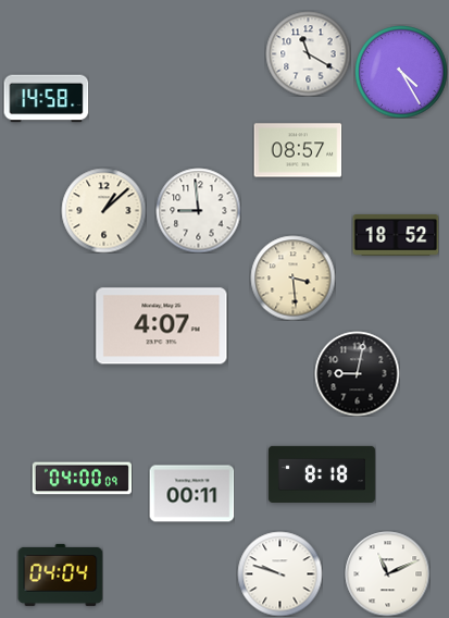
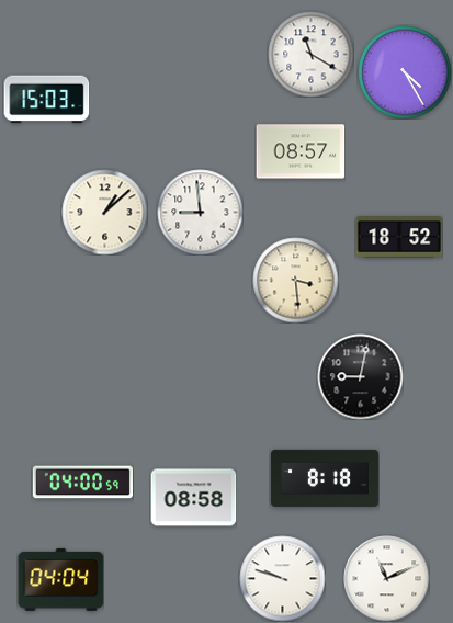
clock at (46, 99): 14:58 -> 15:03
clock at (162, 326): 4:07 -> none
clock at (82, 479): 04:00:09 -> 04:00:59
clock at (191, 494): 00:11 -> 08:58
clock at (387, 573) position: (387, 573) -> (386, 578)
